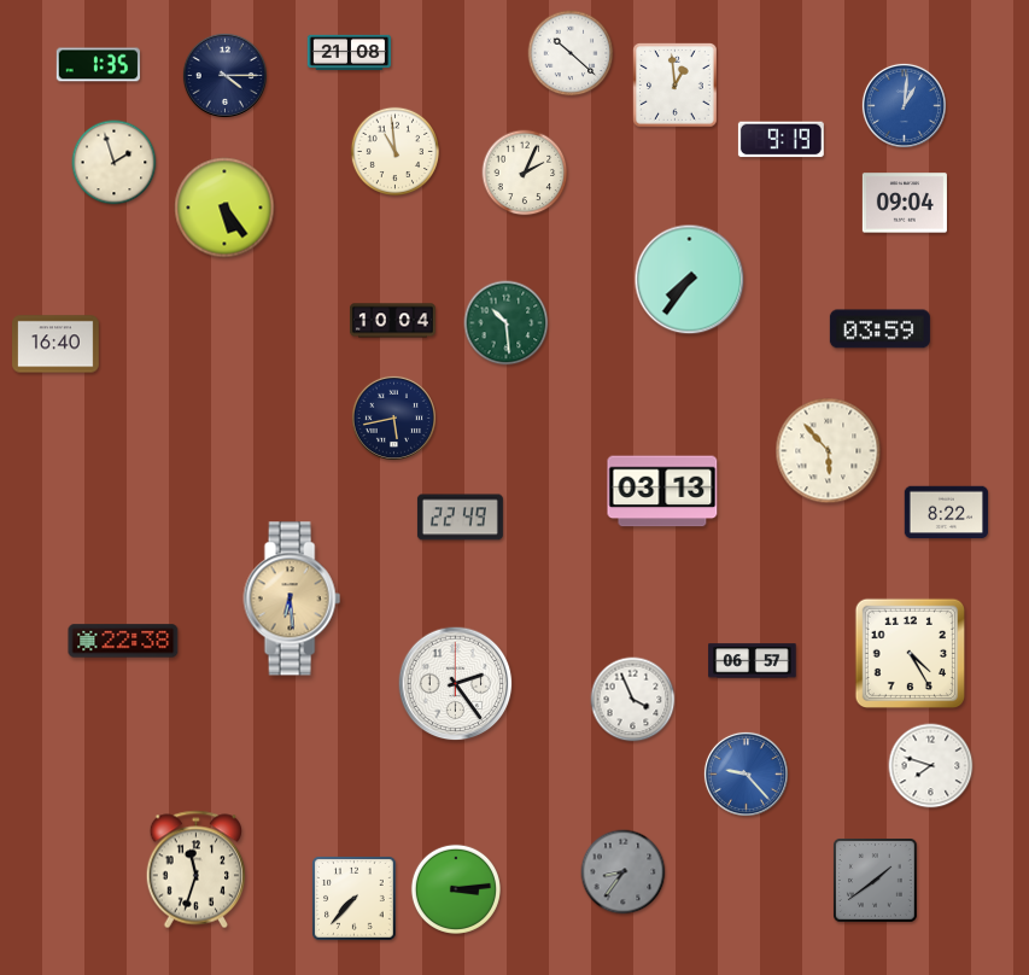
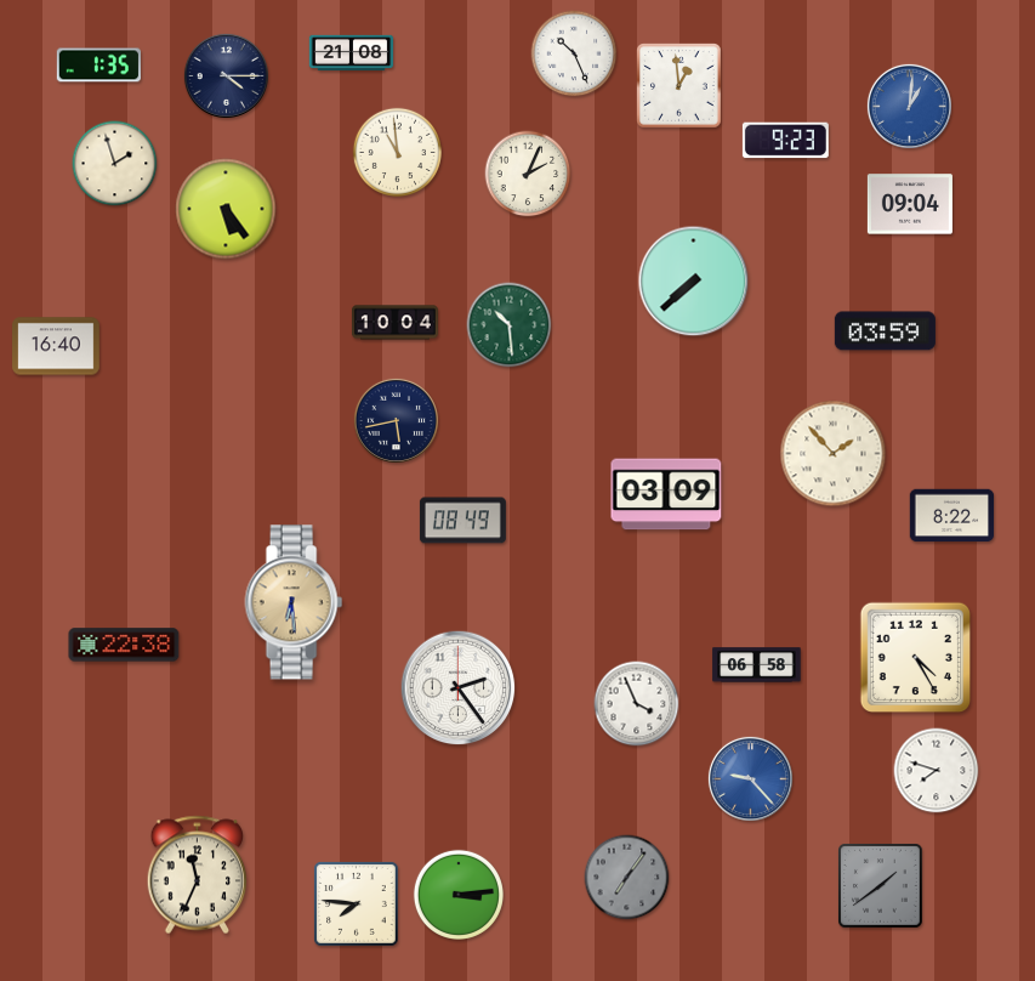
clock at (571, 53): 10:22 -> 10:26
clock at (780, 140): 9:19 -> 9:23
clock at (690, 280): 7:36 -> 7:38
clock at (829, 451): 5:53 -> 1:53
clock at (662, 491): 03:13 -> 03:09
clock at (460, 518): 22:49 -> 08:49
clock at (753, 661): 06:57 -> 06:58
clock at (197, 870): 11:33 -> 11:34
clock at (624, 872): 8:36 -> 7:06
clock at (355, 899): 7:37 -> 7:46
